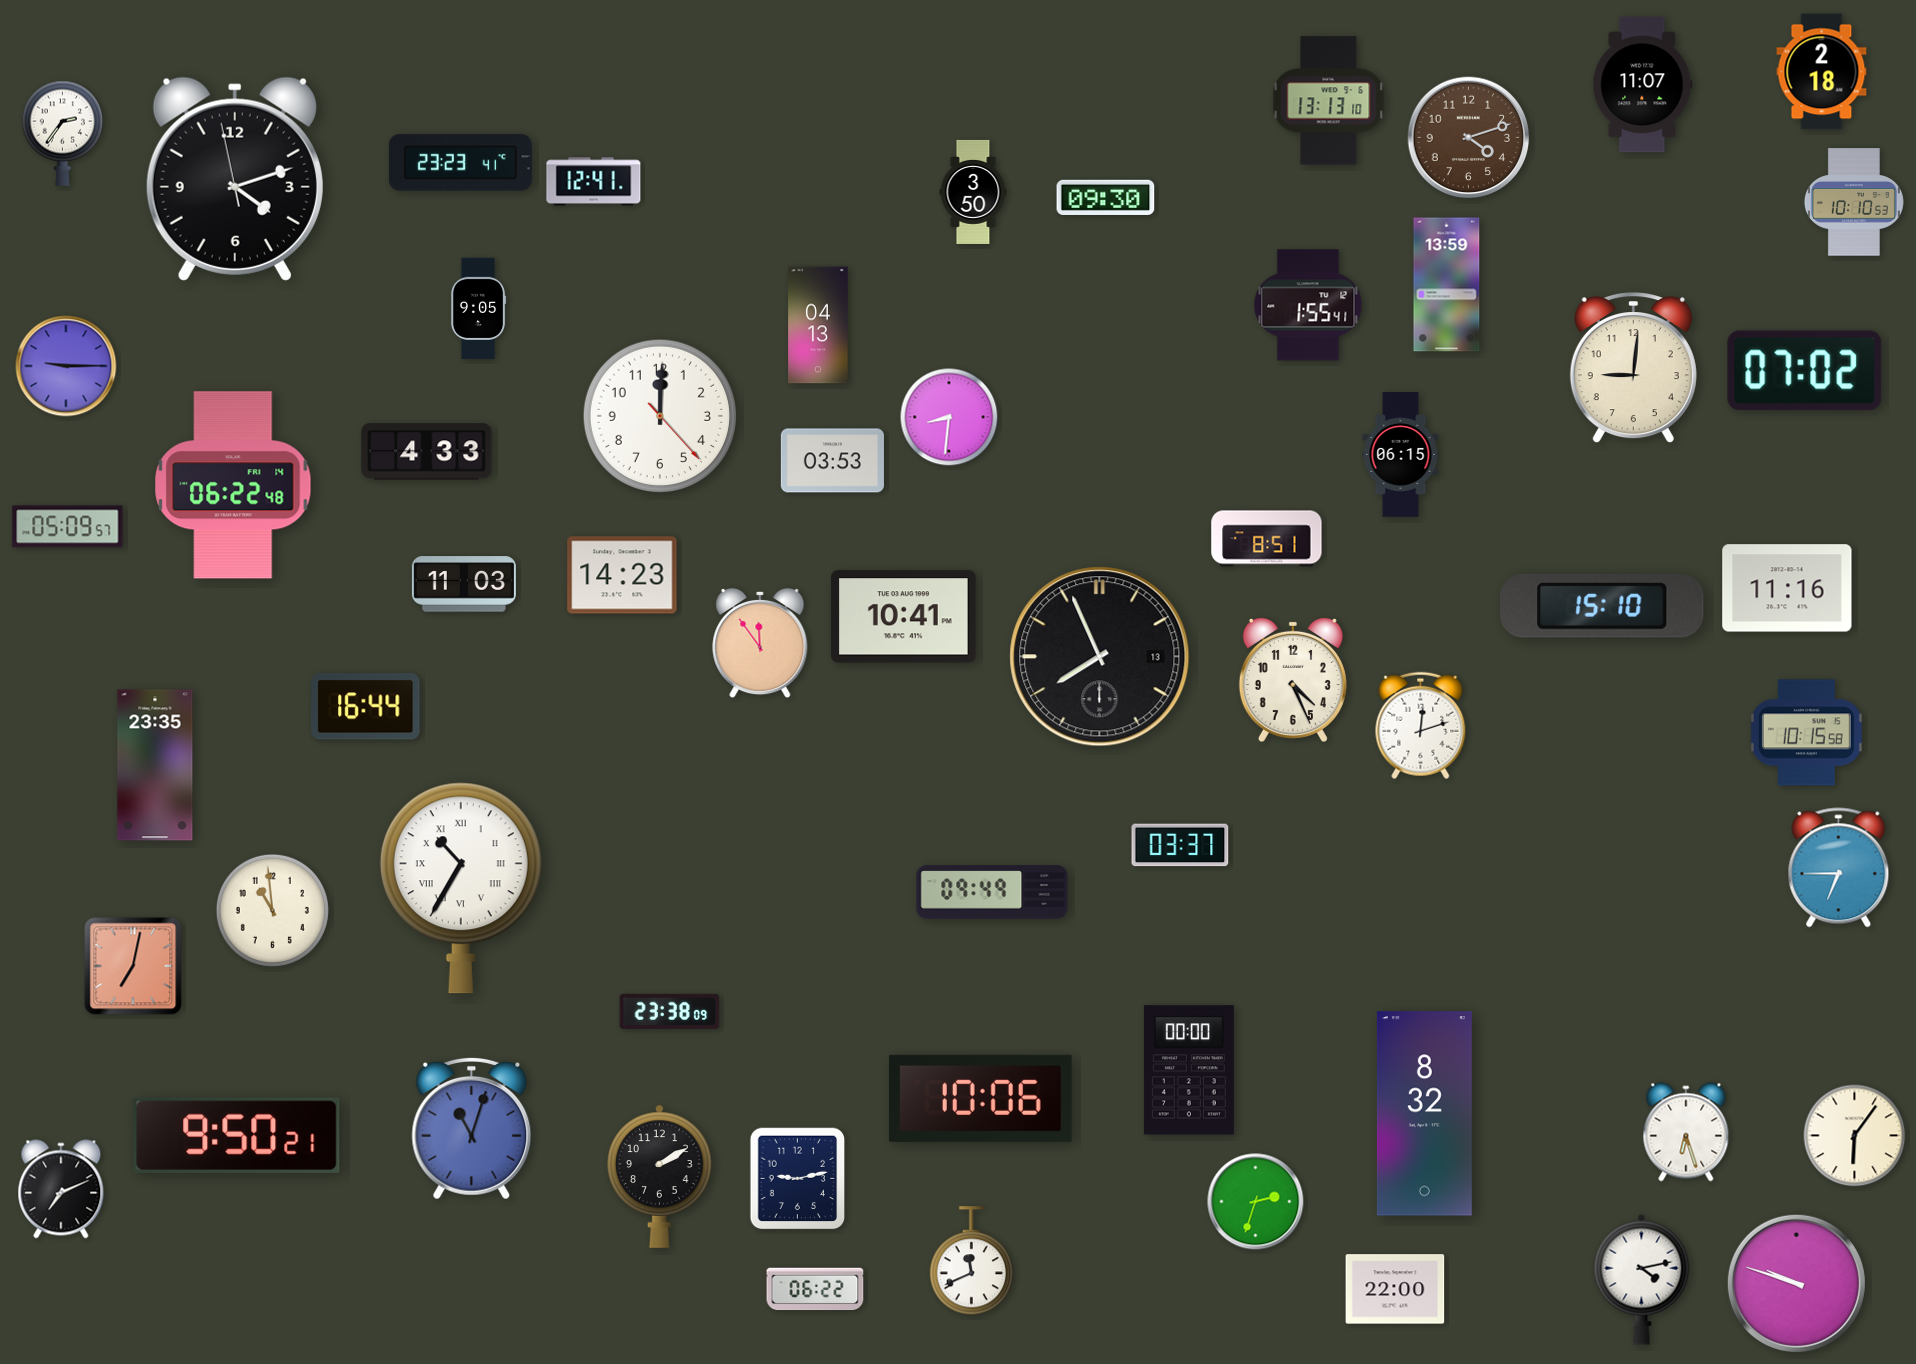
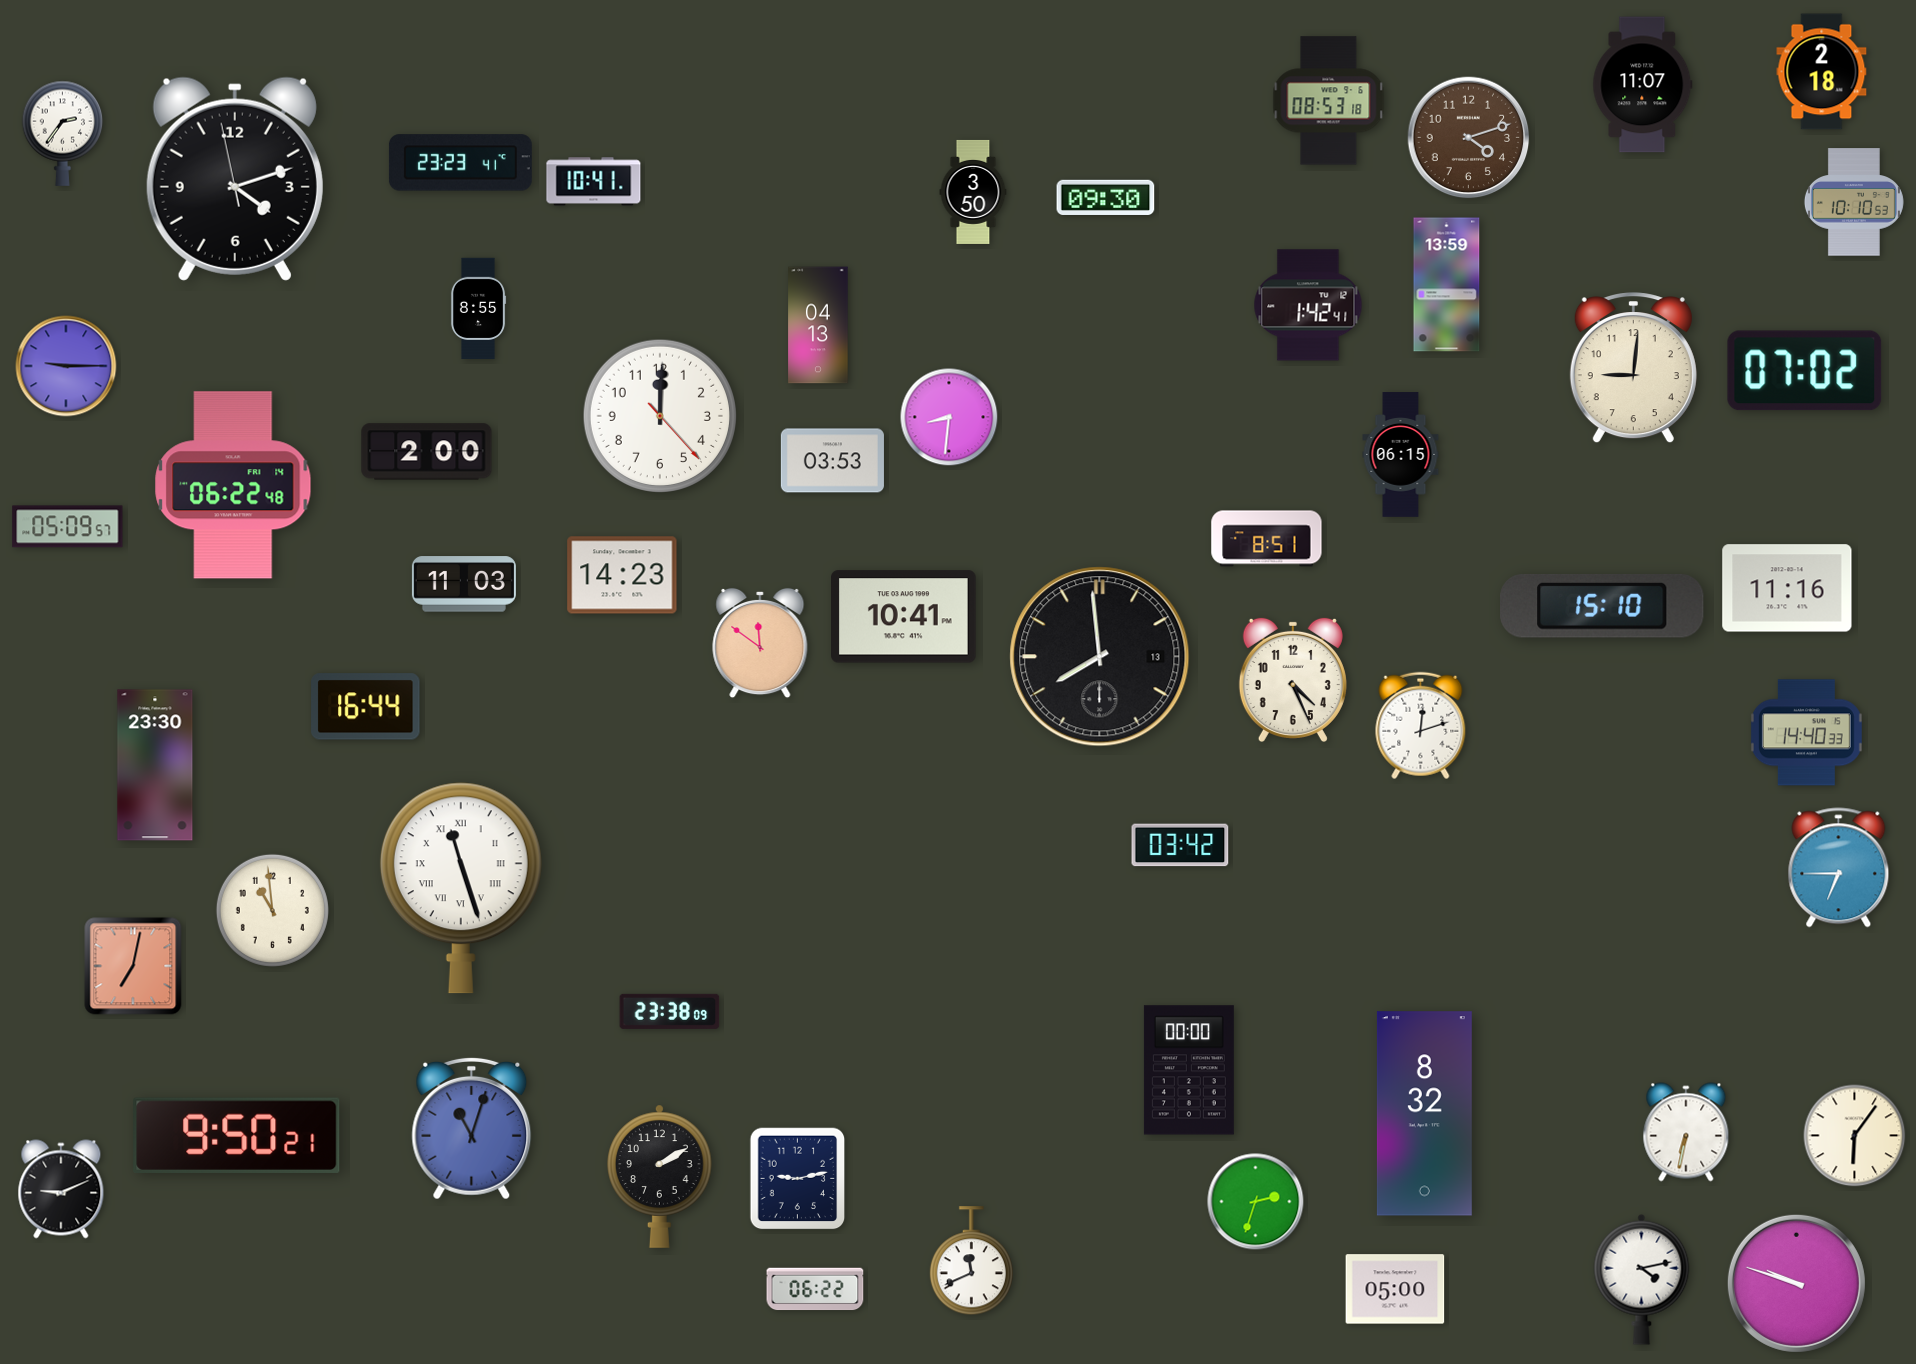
clock at (1329, 101): 13:13 -> 08:53
clock at (594, 182): 12:41 -> 10:41
clock at (1308, 305): 1:55 -> 1:42
clock at (478, 309): 9:05 -> 8:55
clock at (427, 452): 4:33 -> 2:00
clock at (760, 643): 11:54 -> 11:51
clock at (1100, 657): 7:56 -> 7:59
clock at (1806, 733): 10:15 -> 14:40
clock at (155, 765): 23:35 -> 23:30
clock at (1180, 845): 03:37 -> 03:42
clock at (461, 888): 10:35 -> 11:27
clock at (992, 892): 09:49 -> none
clock at (980, 1098): 10:06 -> none
clock at (1686, 1132): 6:27 -> 6:32
clock at (61, 1189): 7:11 -> 9:11
clock at (1395, 1289): 22:00 -> 05:00
